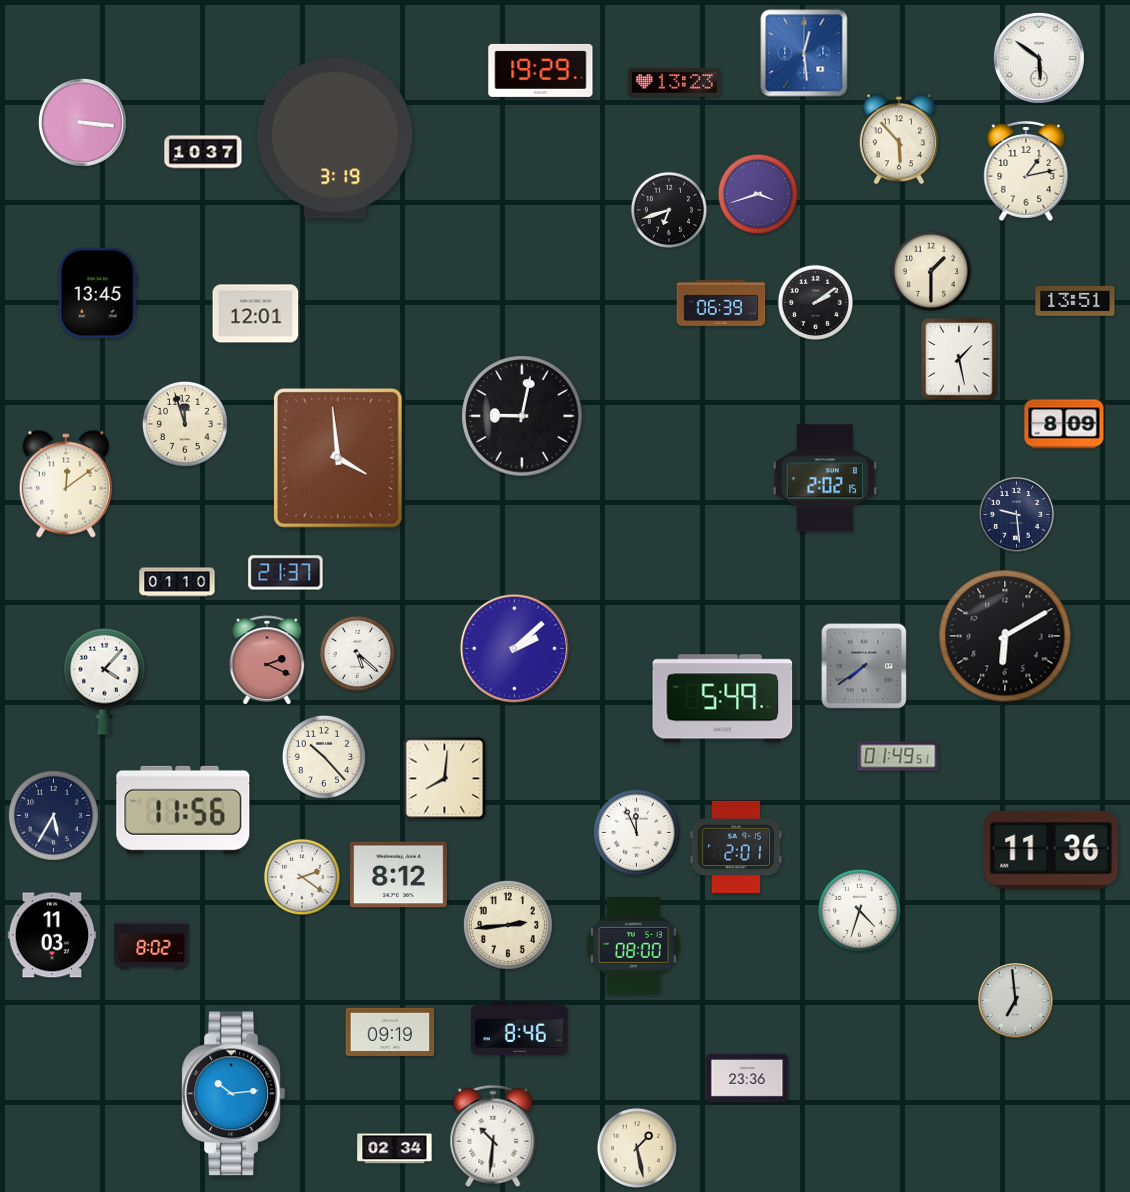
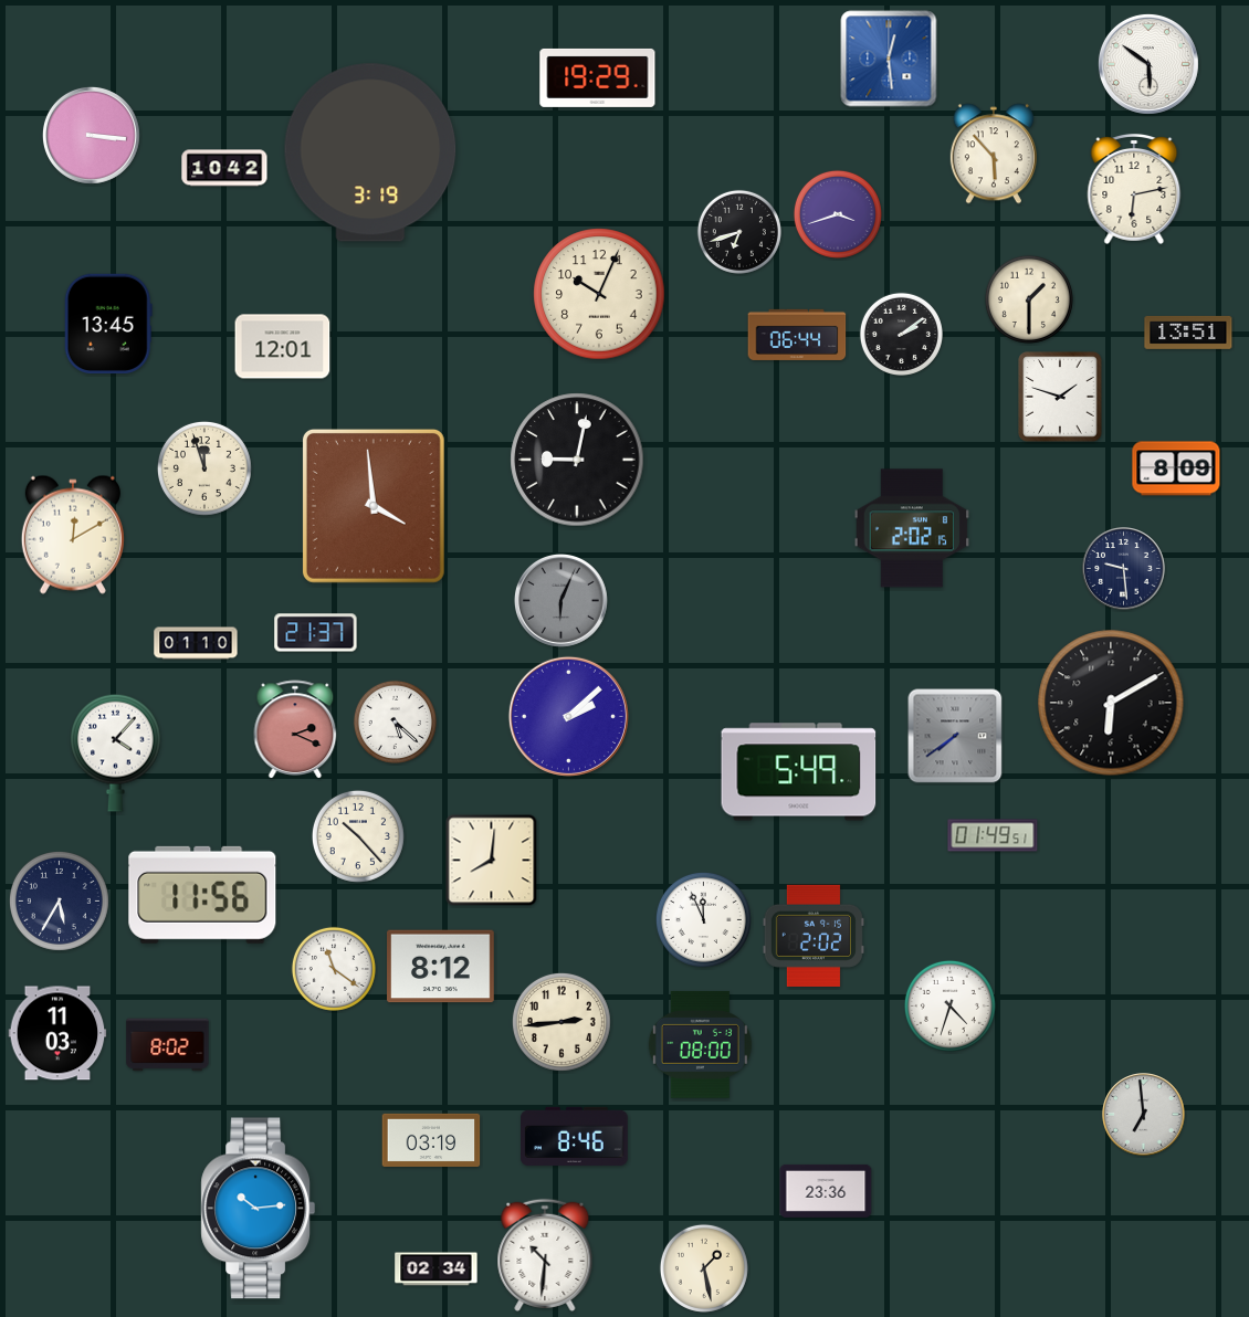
clock at (674, 83): 13:23 -> none
clock at (203, 152): 10:37 -> 10:42
clock at (1026, 171): 1:13 -> 6:13
clock at (599, 294): none -> 10:04
clock at (721, 303): 06:39 -> 06:44
clock at (959, 359): 1:28 -> 1:48
clock at (66, 484): 12:09 -> 12:10
clock at (560, 601): none -> 6:04
clock at (736, 847): 2:01 -> 2:02
clock at (1051, 851): 11:36 -> none
clock at (302, 877): 2:21 -> 11:21
clock at (1016, 1001) position: (1016, 1001) -> (1144, 1115)
clock at (390, 1032): 09:19 -> 03:19
